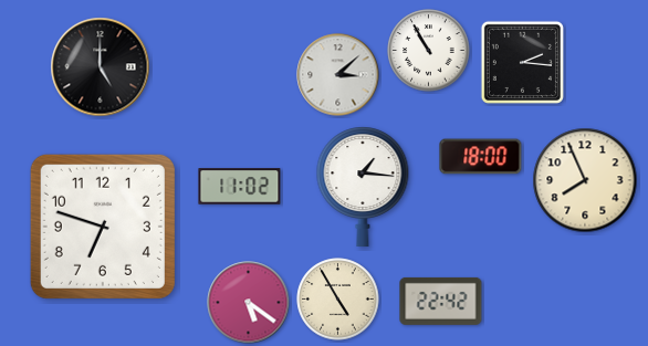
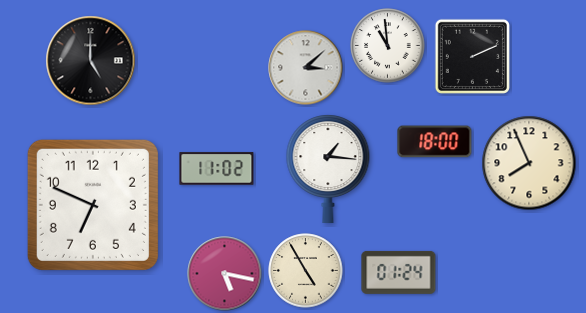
clock at (429, 51): 10:55 -> 10:59
clock at (522, 62): 2:16 -> 2:11
clock at (103, 227): 6:48 -> 6:49
clock at (441, 301): 22:42 -> 01:24
clock at (249, 303): 5:21 -> 5:17
